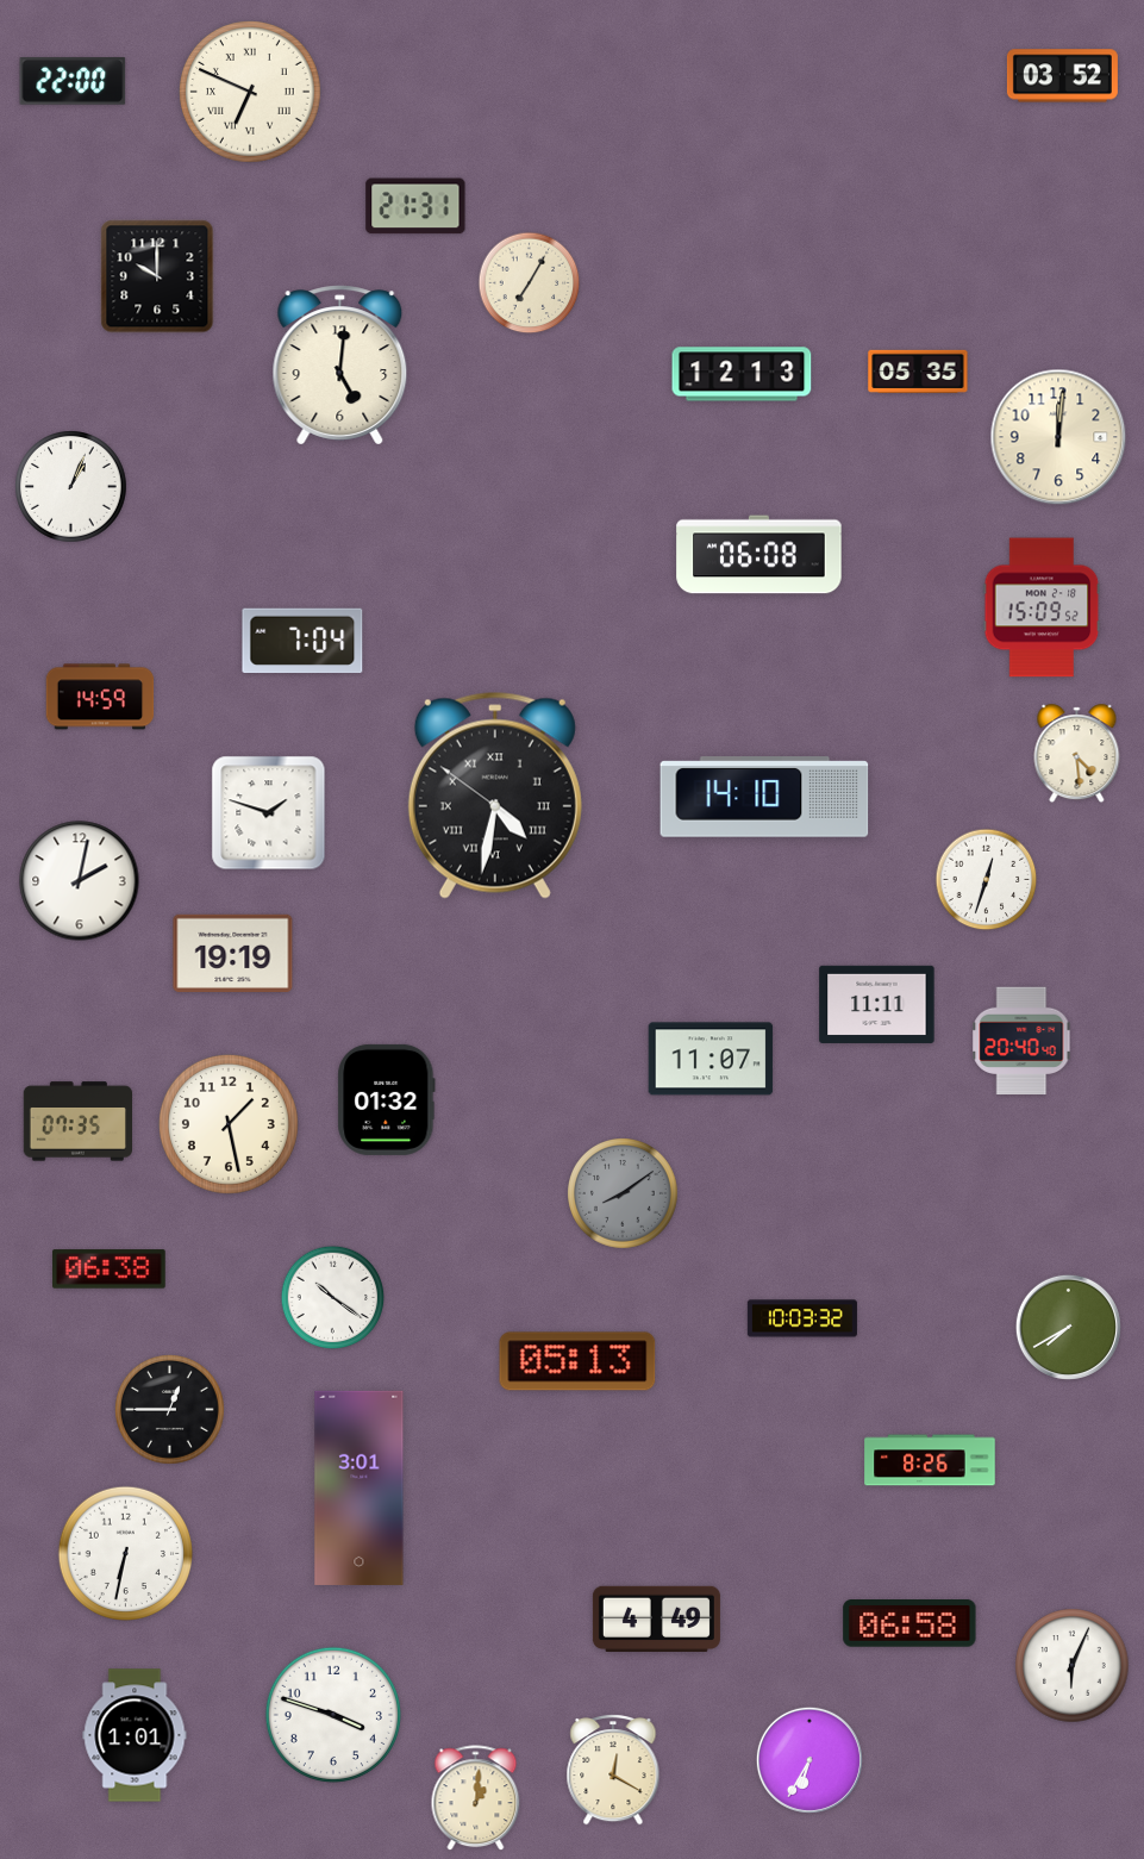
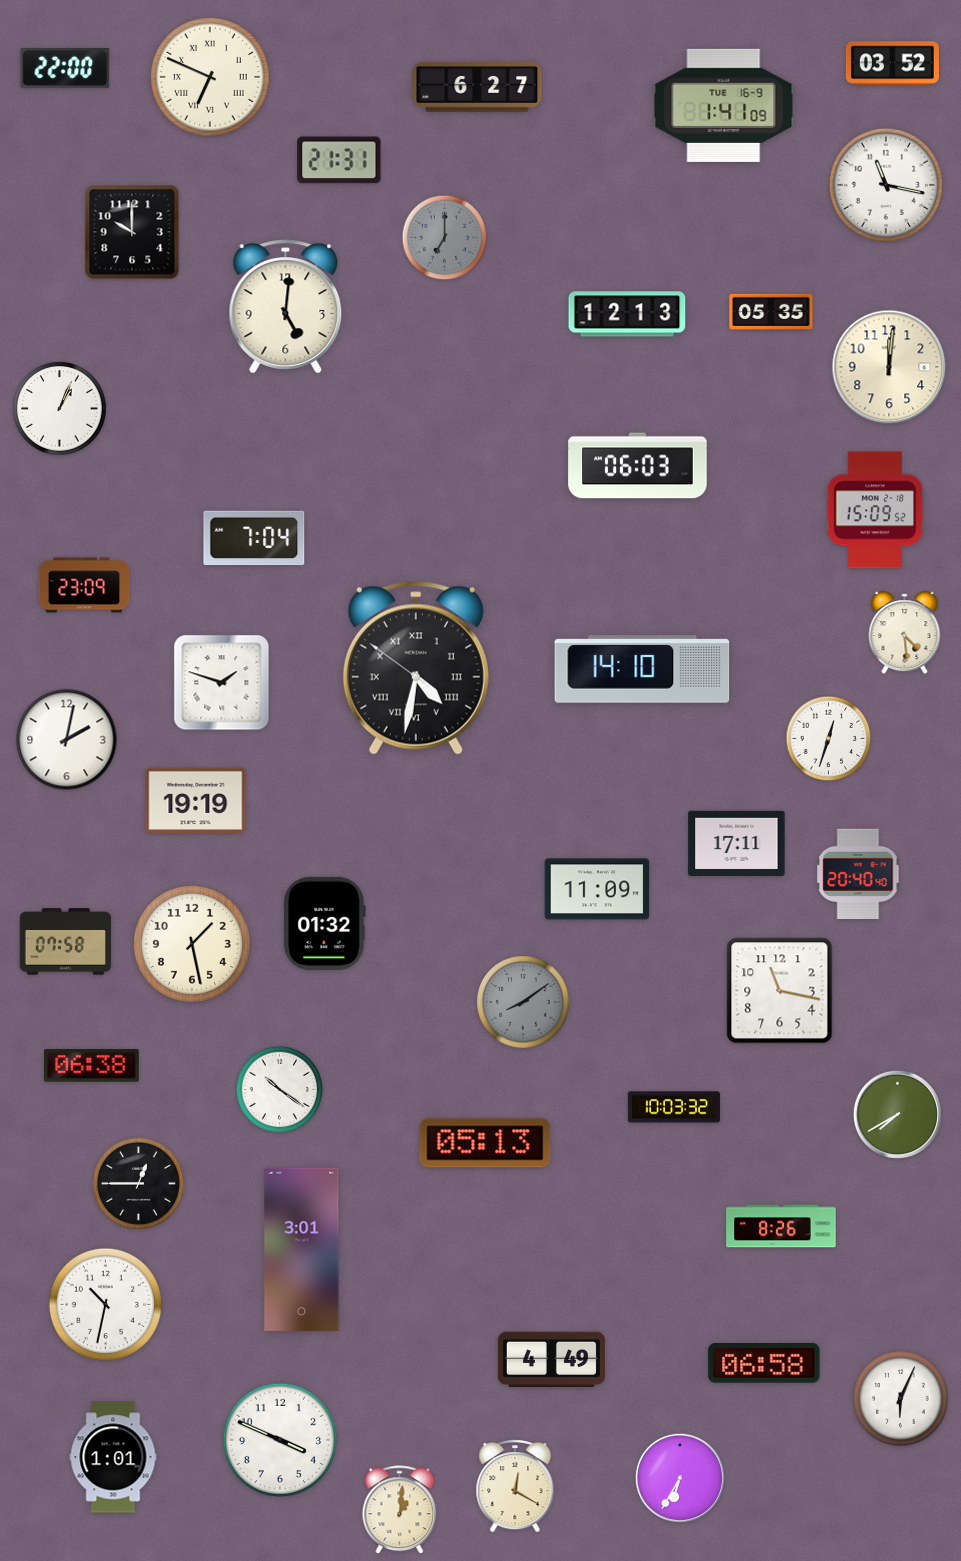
clock at (73, 81) position: (73, 81) -> (65, 68)
clock at (477, 87): none -> 6:27
clock at (724, 105): none -> 1:41
clock at (415, 206) position: (415, 206) -> (339, 160)
clock at (886, 185): none -> 11:17
clock at (530, 283): 7:05 -> 7:00
clock at (530, 283) dial: cream -> grey
clock at (742, 374) position: (742, 374) -> (627, 314)
clock at (759, 555): 06:08 -> 06:03
clock at (100, 697): 14:59 -> 23:09
clock at (269, 813) position: (269, 813) -> (222, 683)
clock at (877, 1004): 11:11 -> 17:11
clock at (711, 1059): 11:07 -> 11:09
clock at (77, 1122): 07:35 -> 07:58
clock at (780, 991): none -> 11:17
clock at (169, 1409) position: (169, 1409) -> (138, 1183)
clock at (125, 1553): 6:32 -> 10:32
clock at (333, 1715): 3:48 -> 3:49
